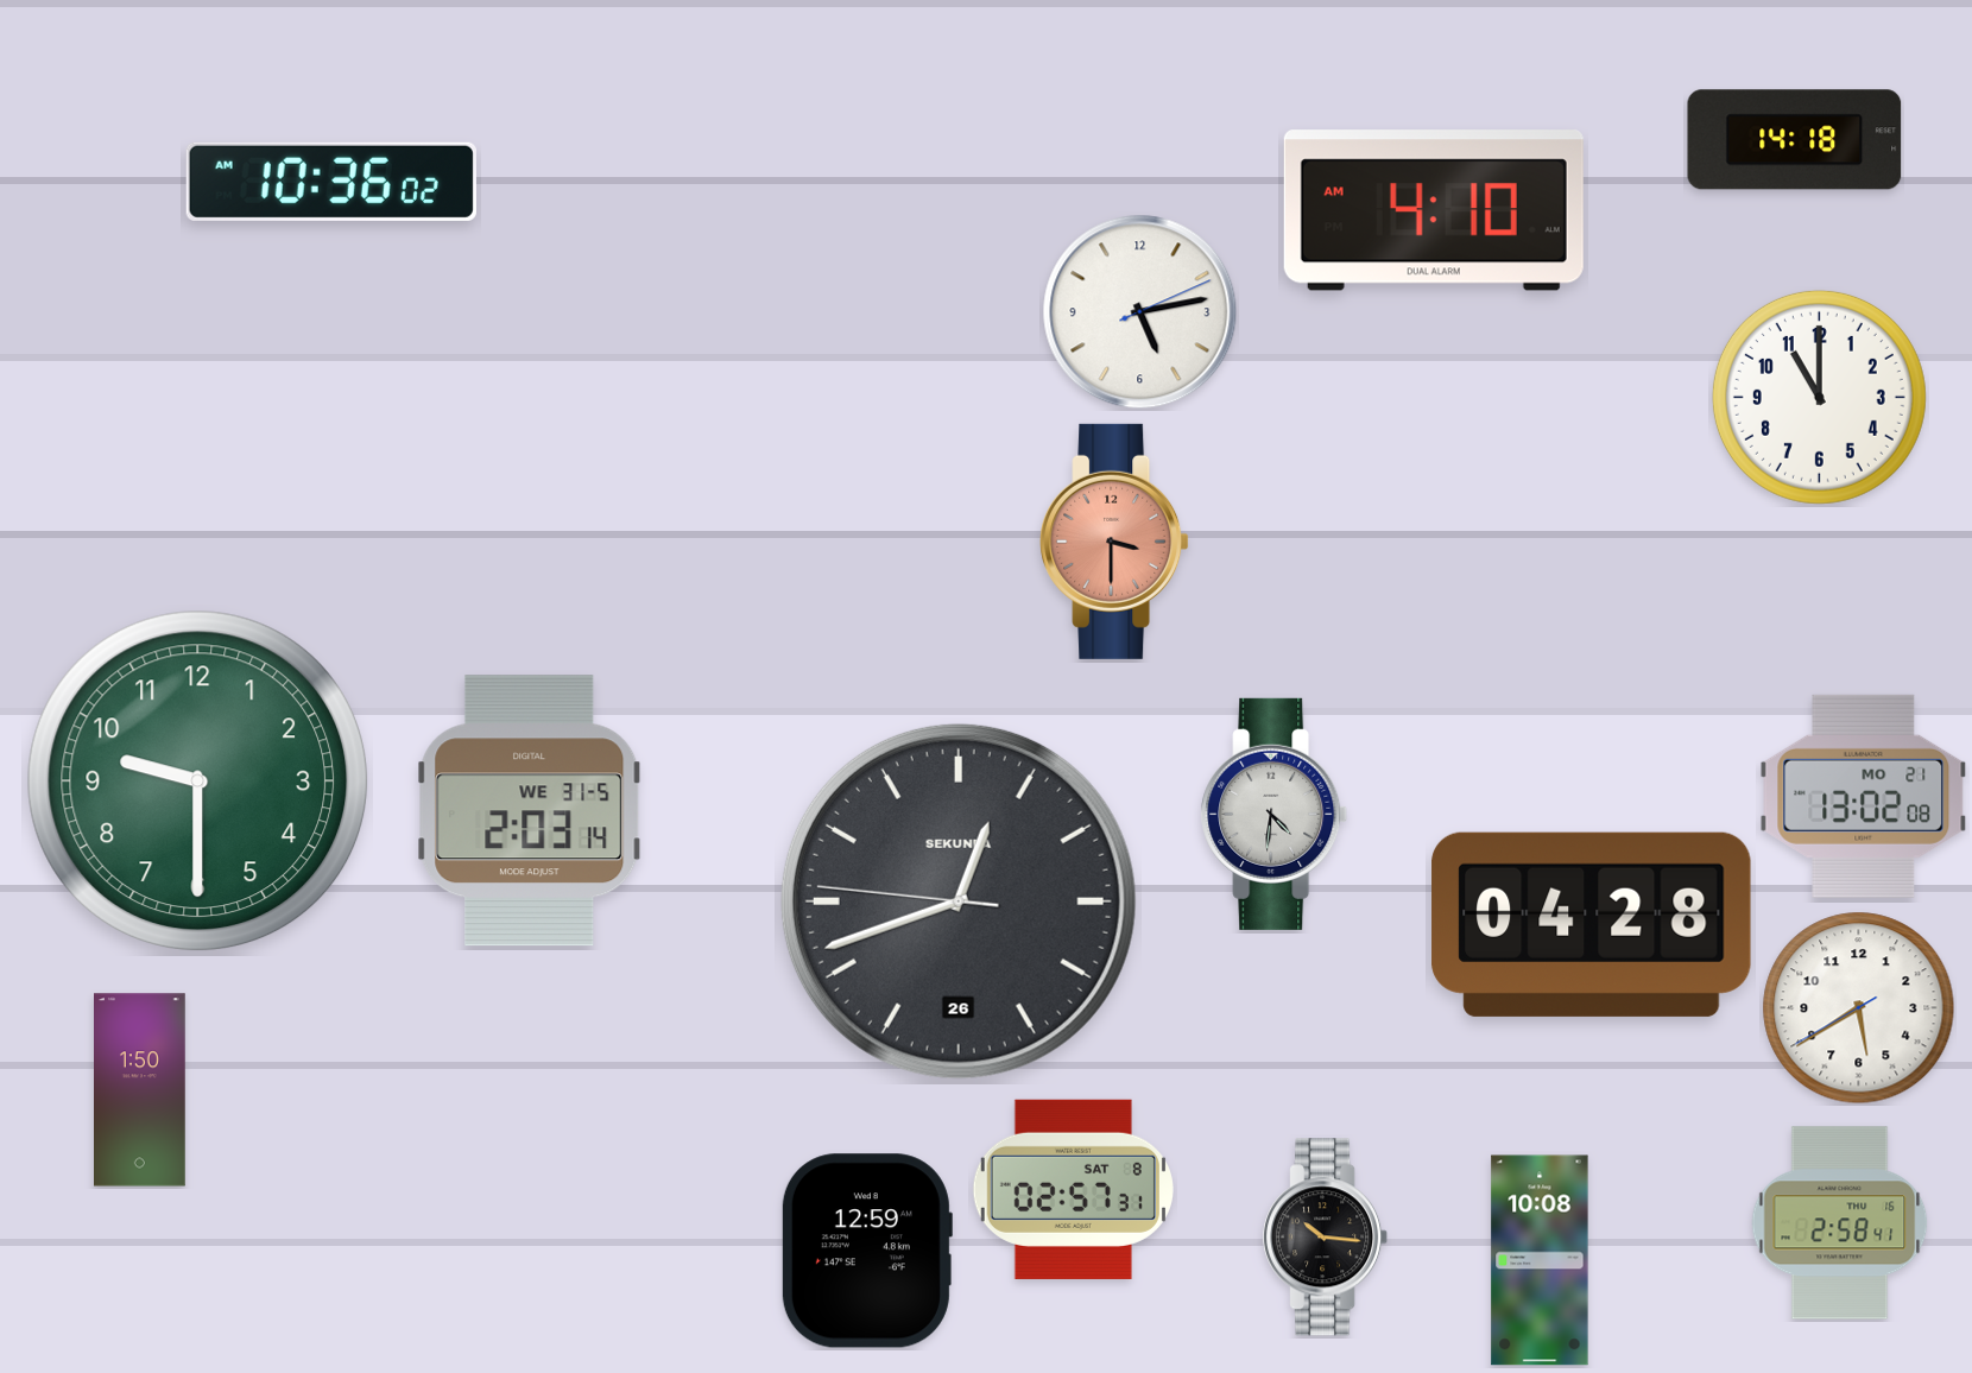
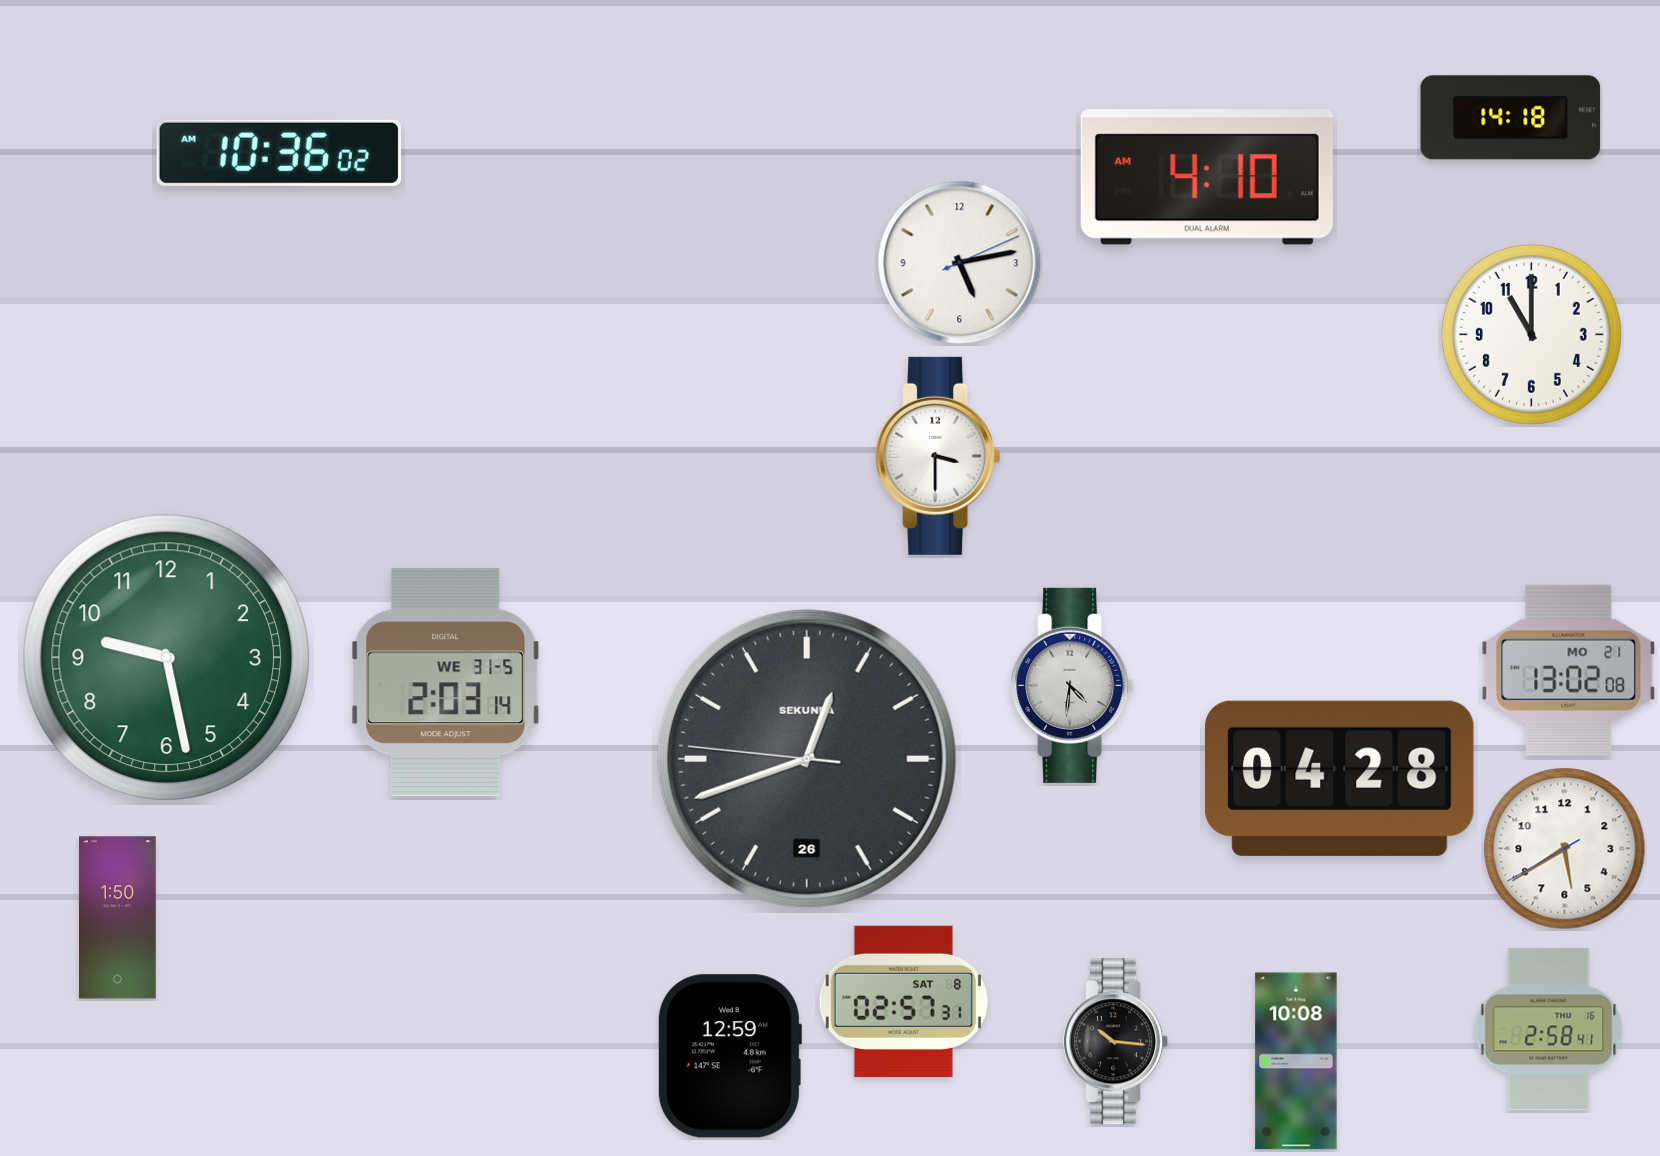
clock at (1114, 542) dial: salmon -> white
clock at (198, 782): 9:30 -> 9:28
clock at (866, 1251) position: (866, 1251) -> (729, 1056)
